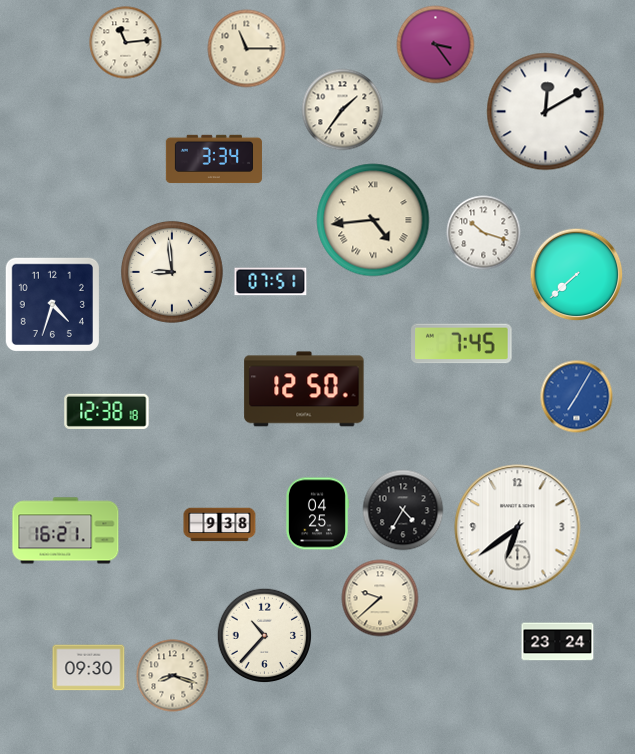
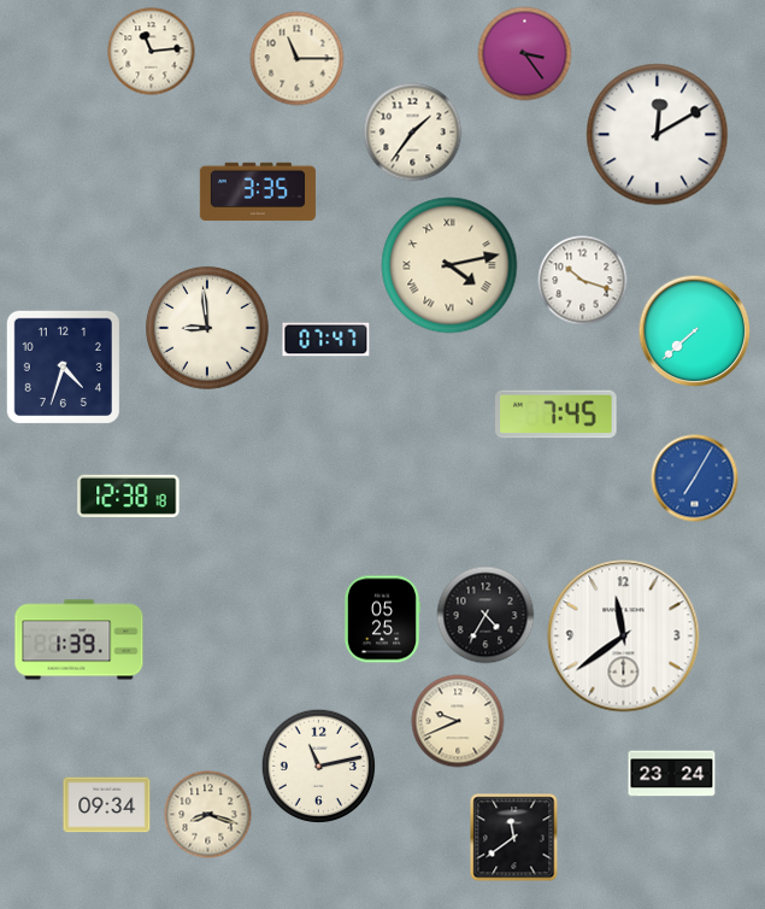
clock at (214, 159): 3:34 -> 3:35
clock at (373, 220): 4:44 -> 4:13
clock at (271, 282): 07:51 -> 07:47
clock at (304, 389): 12:50 -> none
clock at (317, 514): 04:25 -> 05:25
clock at (220, 525): 9:38 -> none
clock at (518, 528): 6:39 -> 11:39
clock at (66, 531): 16:21 -> 1:39
clock at (380, 598): 9:38 -> 9:41
clock at (265, 636): 10:37 -> 11:13
clock at (89, 668): 09:30 -> 09:34
clock at (514, 838): none -> 11:39
